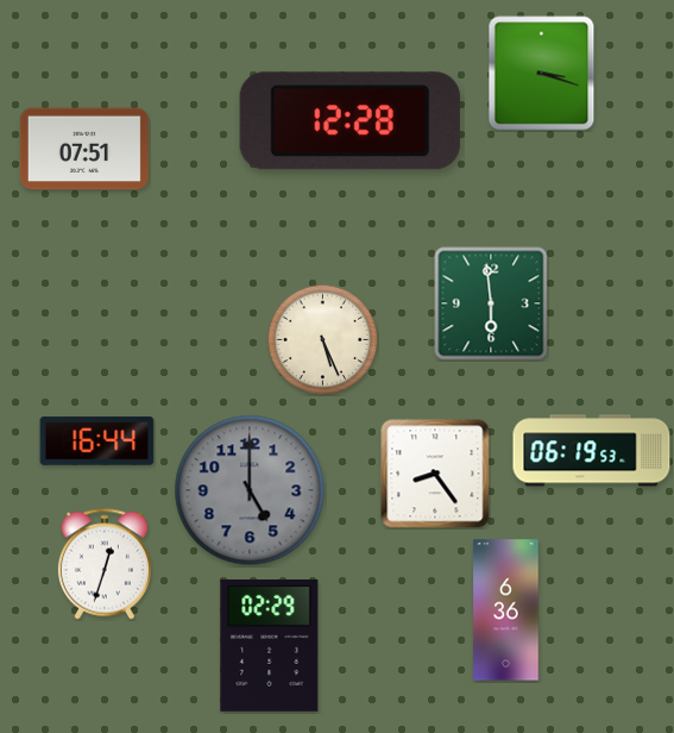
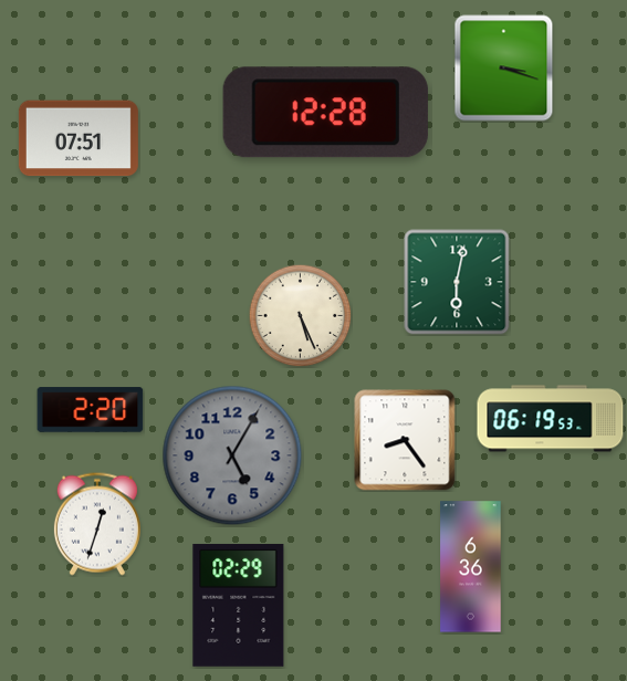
clock at (491, 303): 5:59 -> 6:02
clock at (97, 441): 16:44 -> 2:20
clock at (250, 490): 5:00 -> 5:05
clock at (270, 645) position: (270, 645) -> (239, 605)
